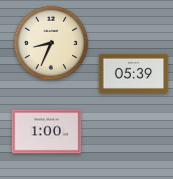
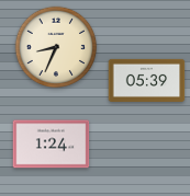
clock at (47, 132): 1:00 -> 1:24
